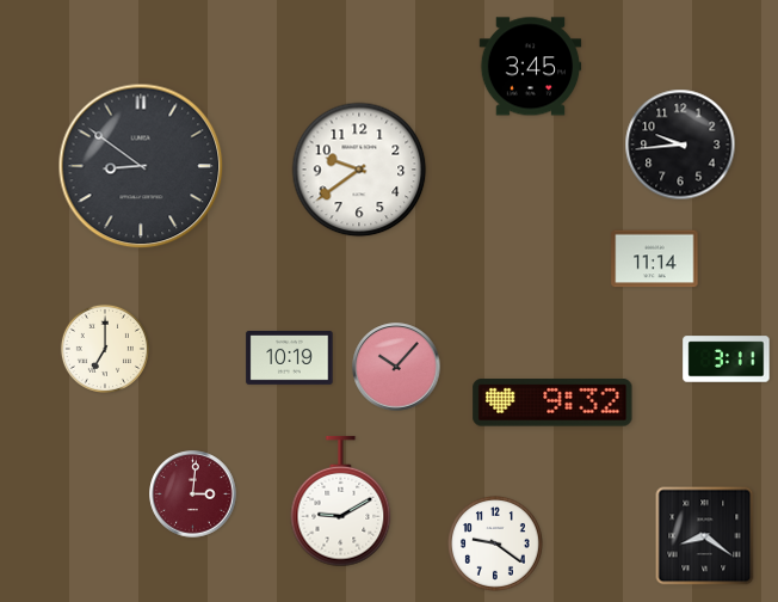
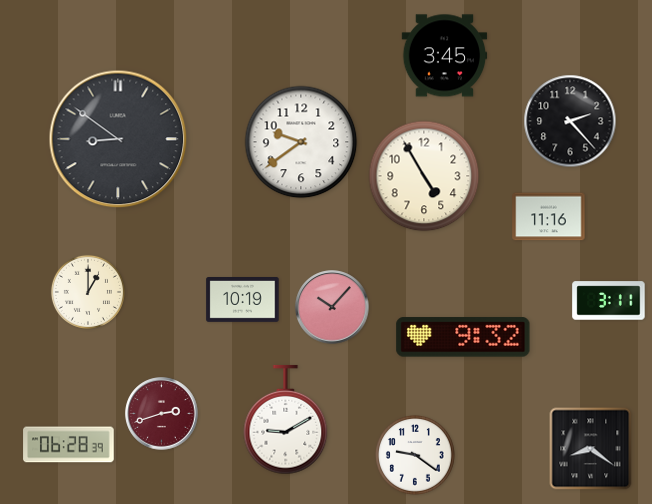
clock at (680, 145): 9:44 -> 2:23
clock at (424, 176): none -> 4:55
clock at (655, 259): 11:14 -> 11:16
clock at (105, 349): 7:00 -> 1:00
clock at (193, 494): 3:01 -> 2:42
clock at (69, 445): none -> 06:28
